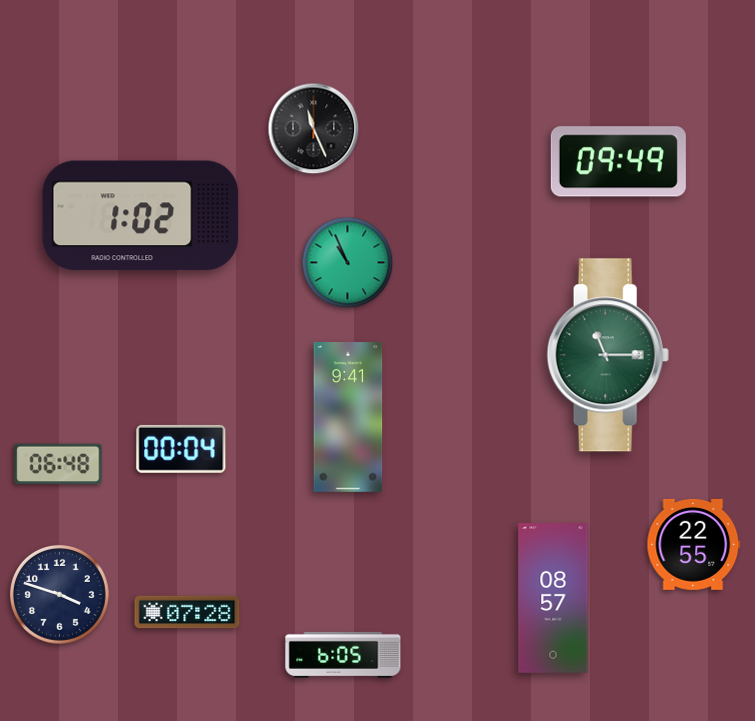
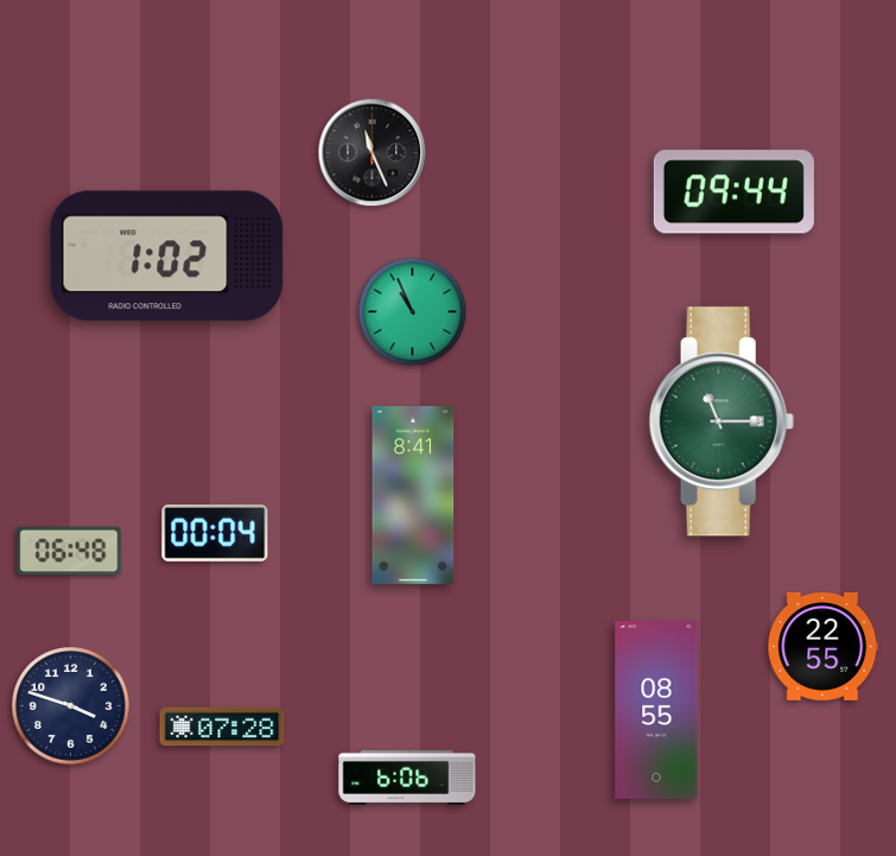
clock at (618, 162): 09:49 -> 09:44
clock at (348, 418): 9:41 -> 8:41
clock at (553, 599): 08:57 -> 08:55
clock at (343, 655): 6:05 -> 6:06
